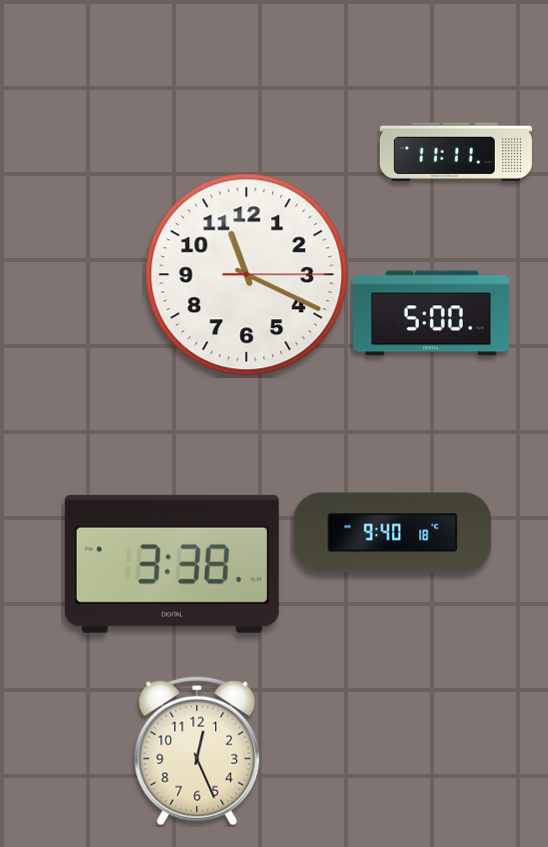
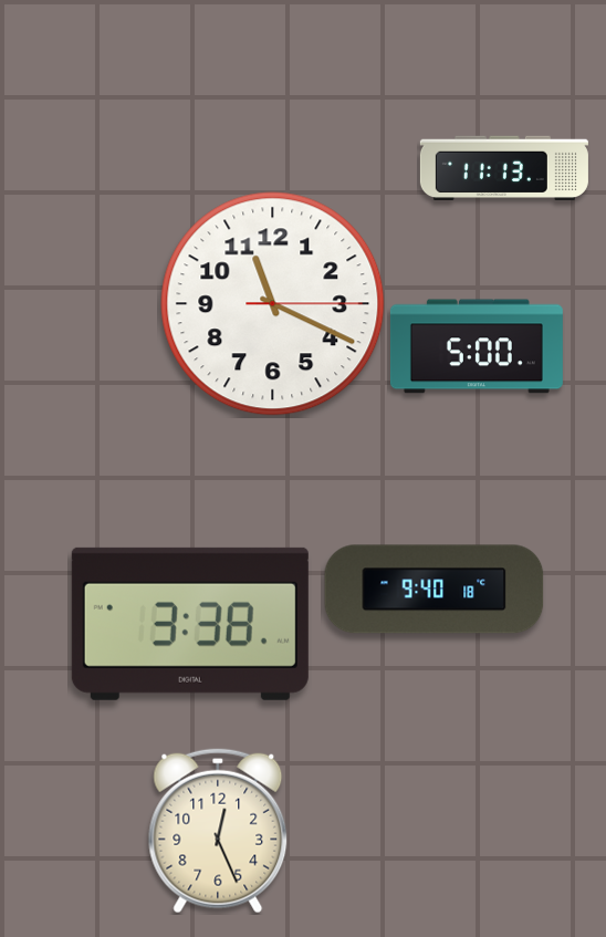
clock at (456, 152): 11:11 -> 11:13
